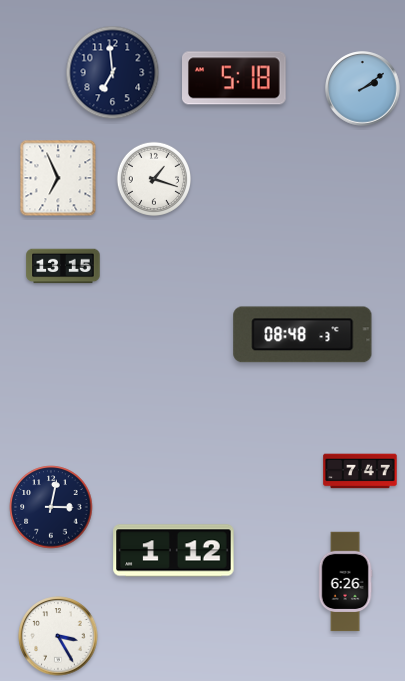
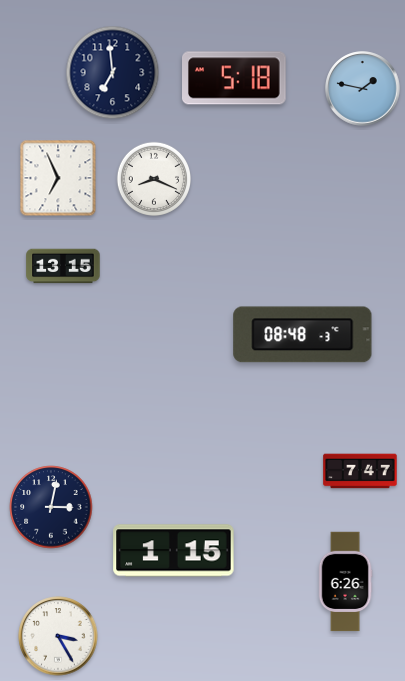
clock at (363, 89): 2:09 -> 1:47
clock at (153, 178): 1:18 -> 8:19
clock at (174, 551): 1:12 -> 1:15
